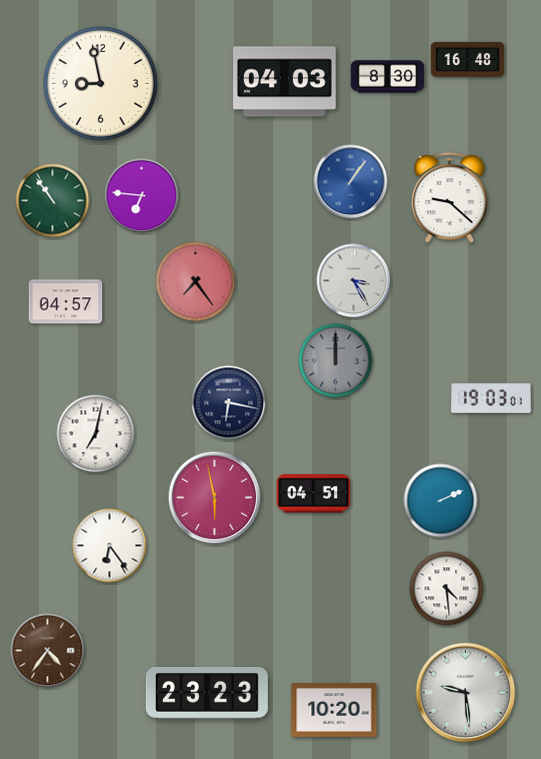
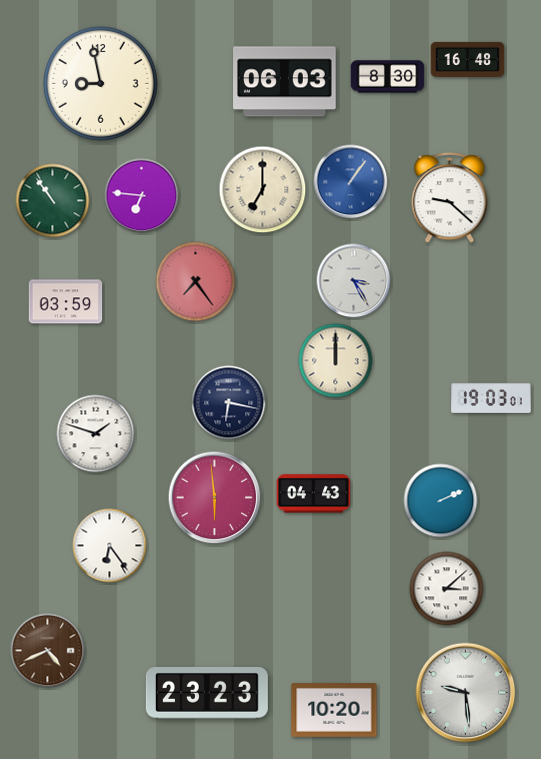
clock at (285, 82): 04:03 -> 06:03
clock at (263, 190): none -> 7:00
clock at (66, 302): 04:57 -> 03:59
clock at (336, 361) dial: grey -> cream
clock at (96, 434): 7:02 -> 1:48
clock at (314, 494): 04:51 -> 04:43
clock at (215, 498): 5:58 -> 5:59
clock at (447, 589): 4:29 -> 3:08
clock at (48, 651): 4:36 -> 4:41
